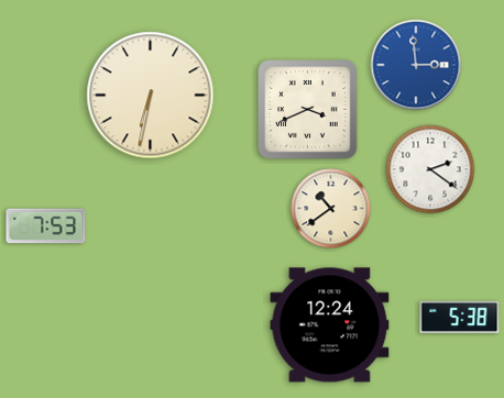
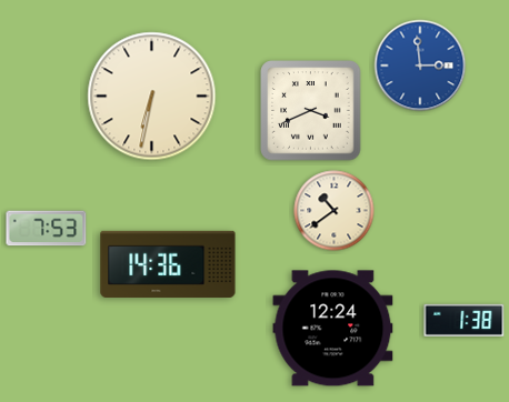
clock at (430, 169): 2:21 -> none
clock at (168, 264): none -> 14:36
clock at (460, 317): 5:38 -> 1:38
